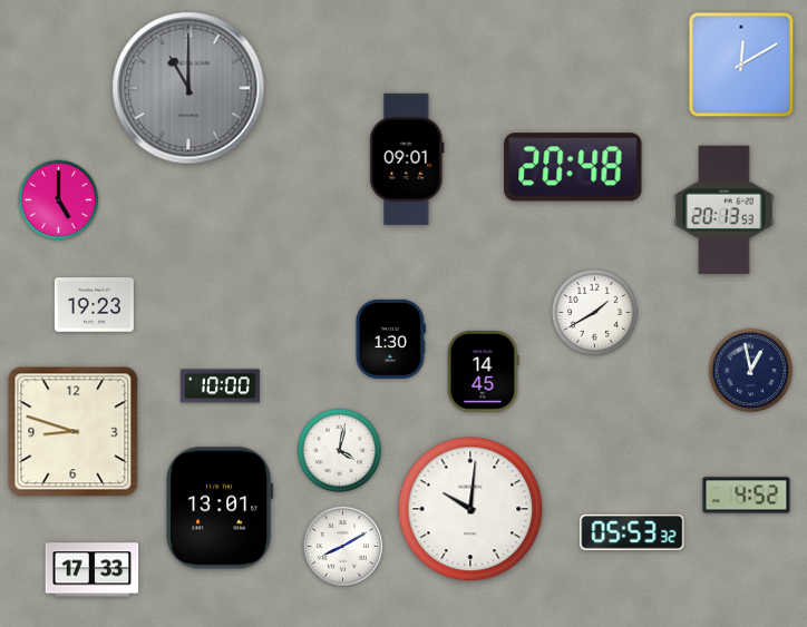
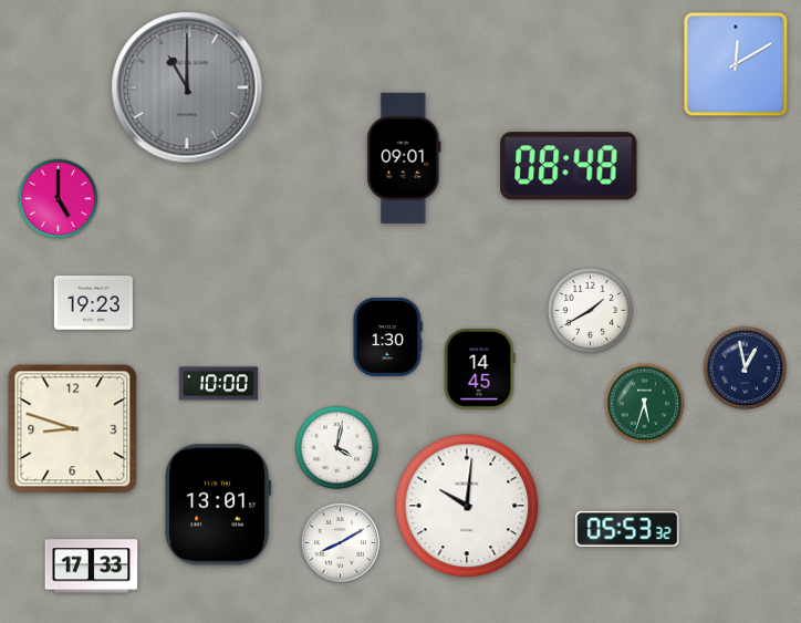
clock at (573, 167): 20:48 -> 08:48
clock at (725, 210): 20:13 -> none
clock at (645, 404): none -> 5:33
clock at (747, 496): 4:52 -> none
